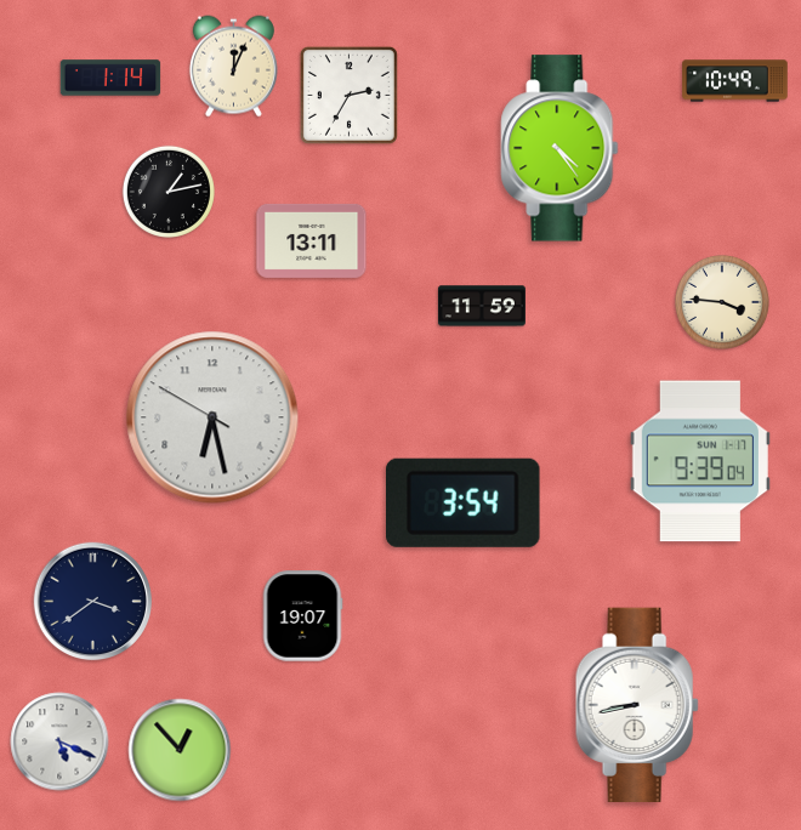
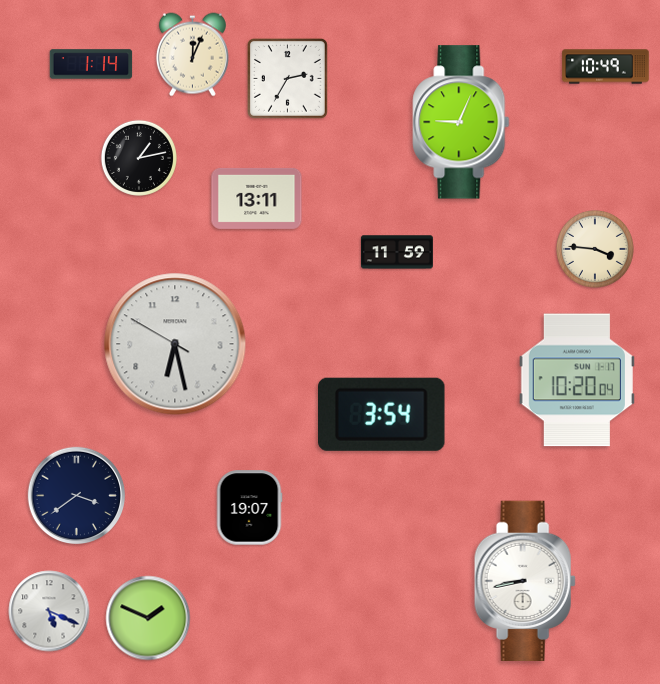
clock at (559, 148): 4:24 -> 9:04
clock at (700, 461): 9:39 -> 10:20
clock at (180, 750): 12:53 -> 1:49
